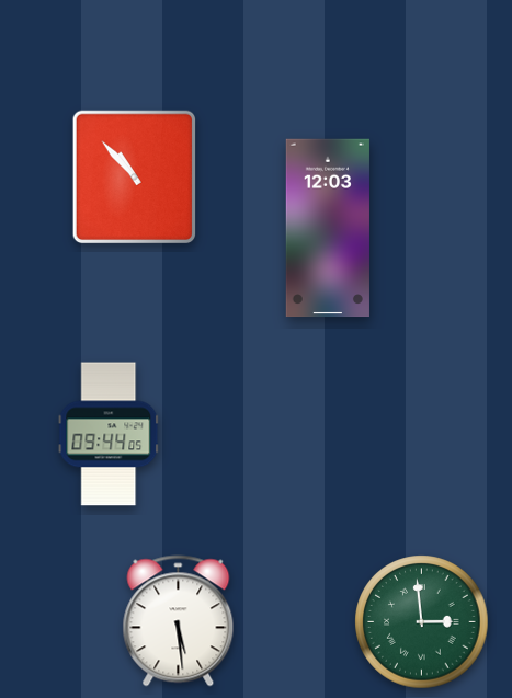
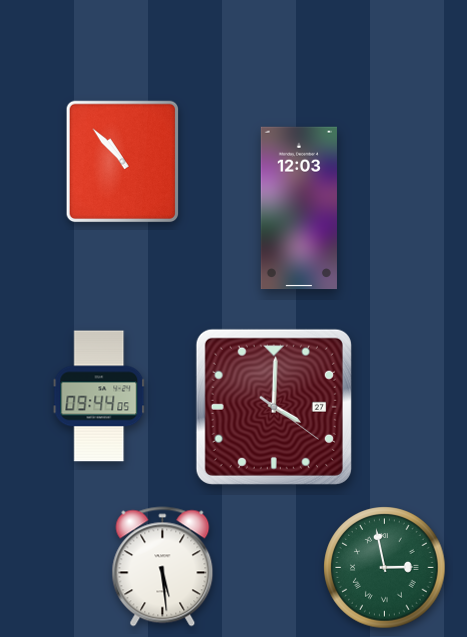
clock at (274, 407): none -> 4:00
clock at (422, 622): 2:59 -> 2:58
